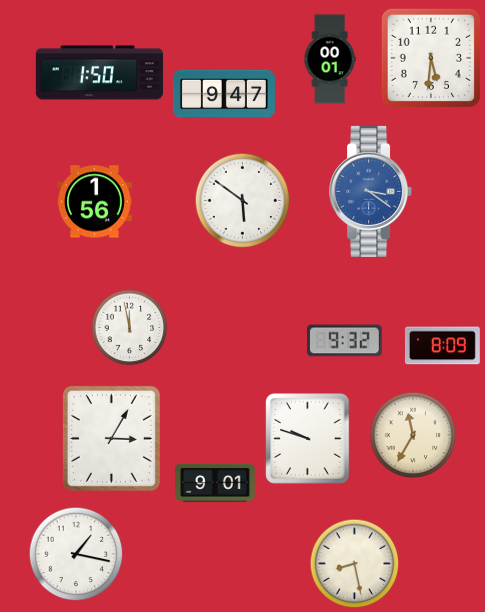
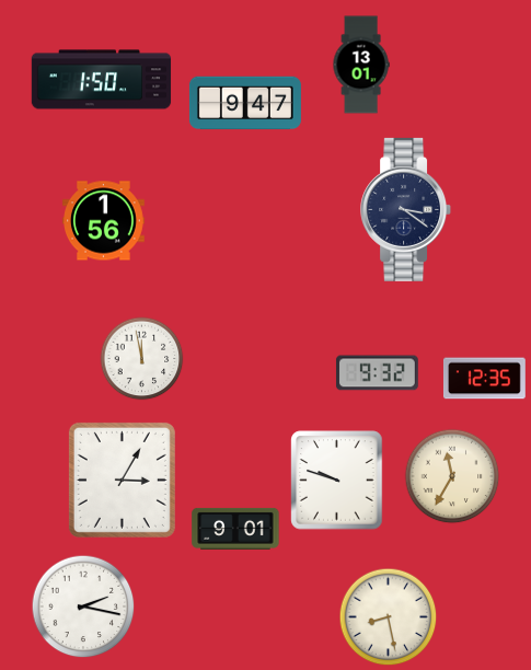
clock at (430, 57): 5:31 -> none
clock at (330, 59): 00:01 -> 13:01
clock at (100, 73) position: (100, 73) -> (102, 80)
clock at (371, 191) dial: blue -> navy
clock at (243, 201): 5:51 -> none
clock at (442, 346): 8:09 -> 12:35
clock at (76, 554): 1:17 -> 2:17
